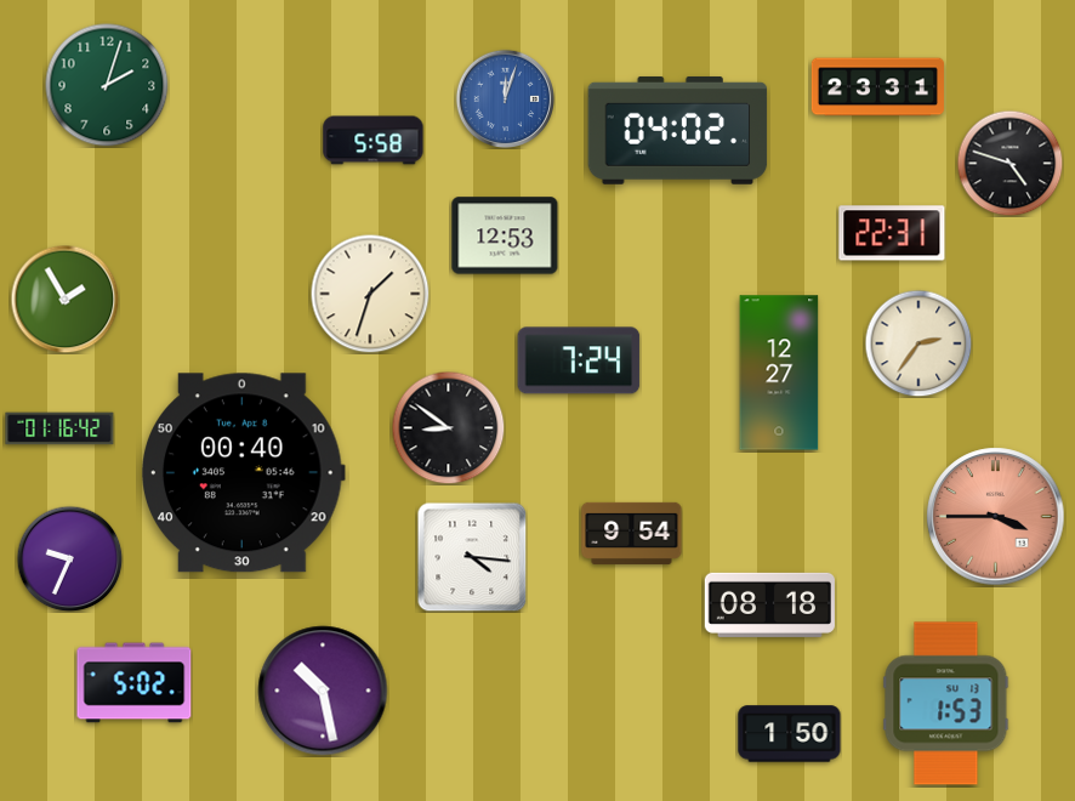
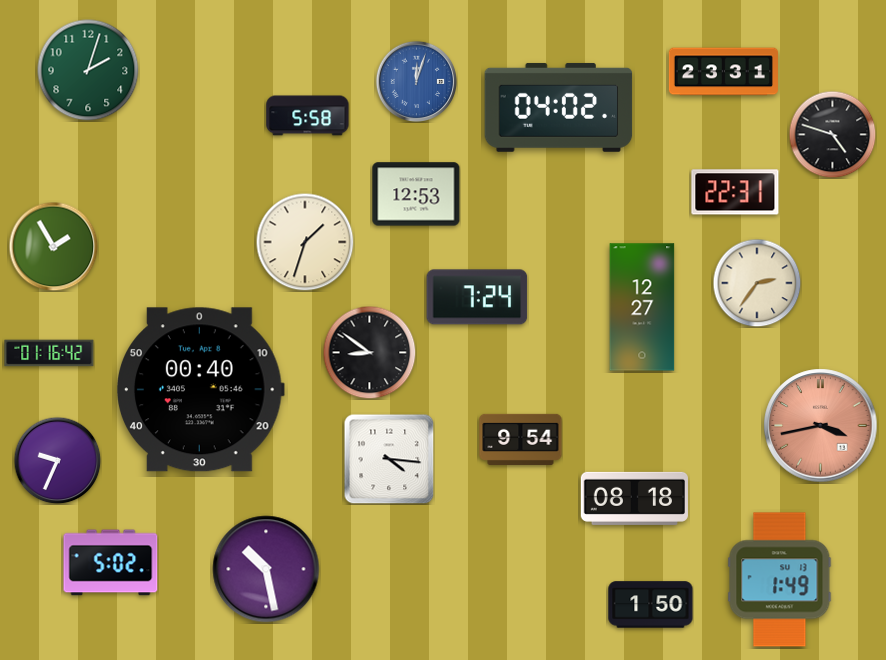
clock at (996, 517): 3:45 -> 3:43
clock at (946, 704): 1:53 -> 1:49
